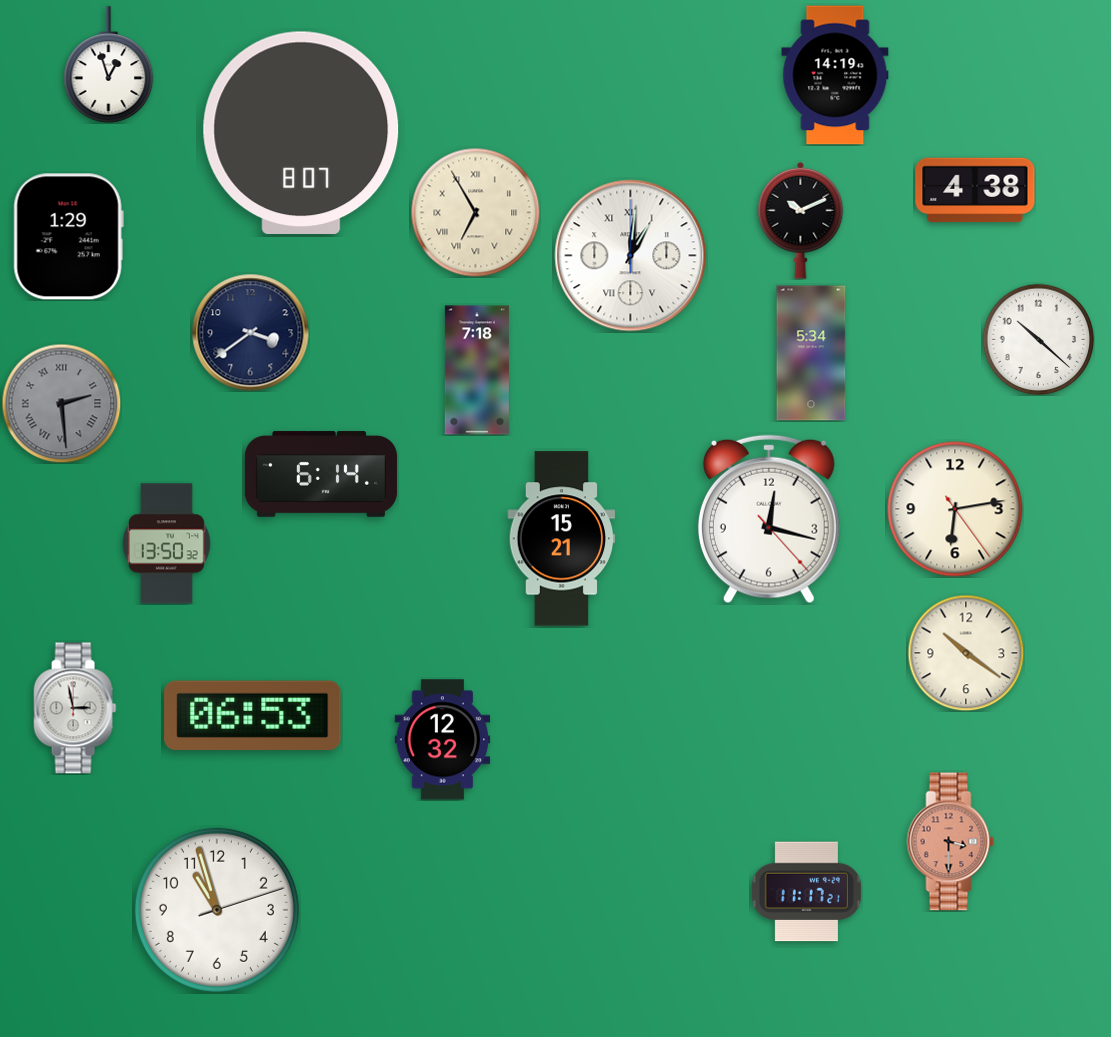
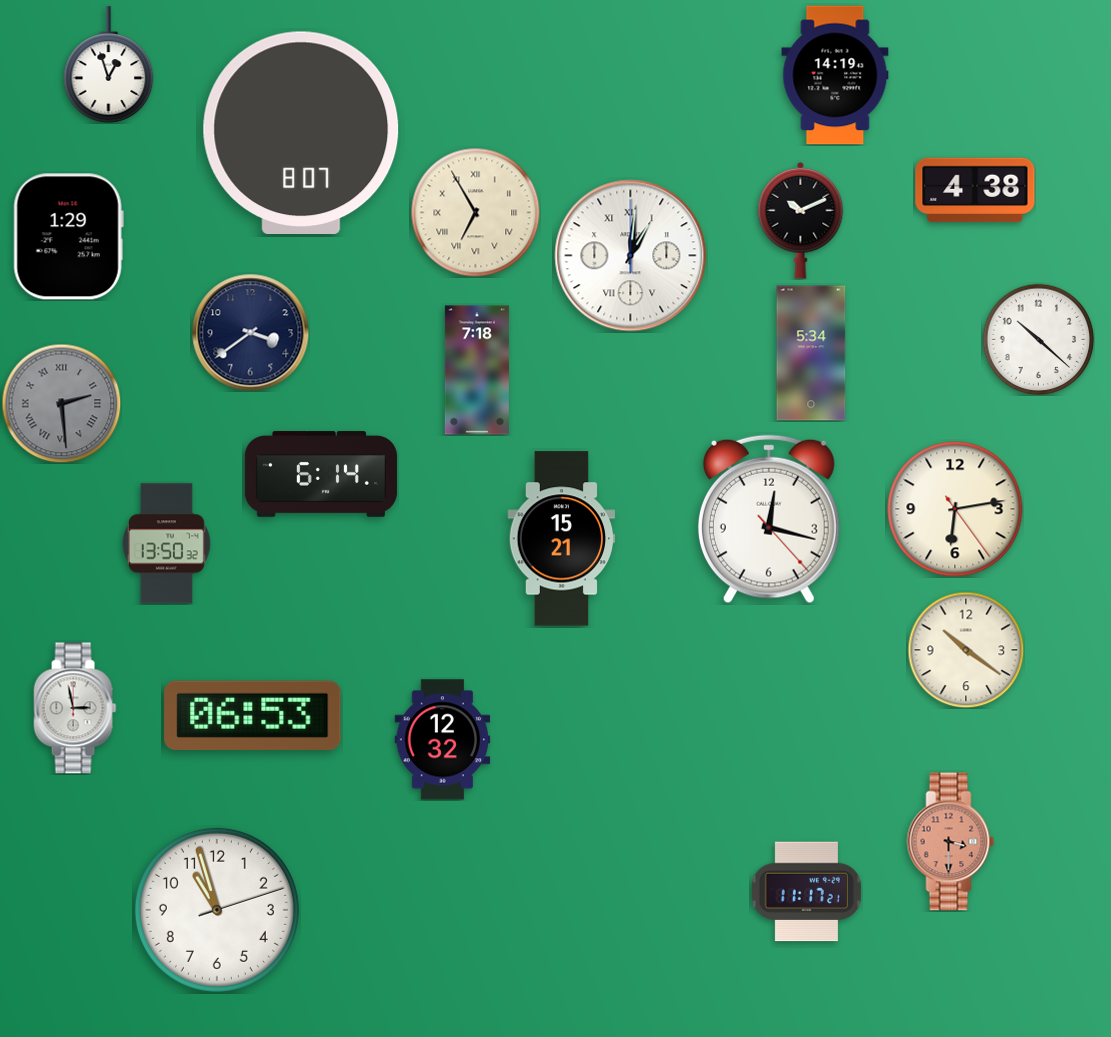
clock at (966, 653) position: (966, 653) -> (966, 650)
